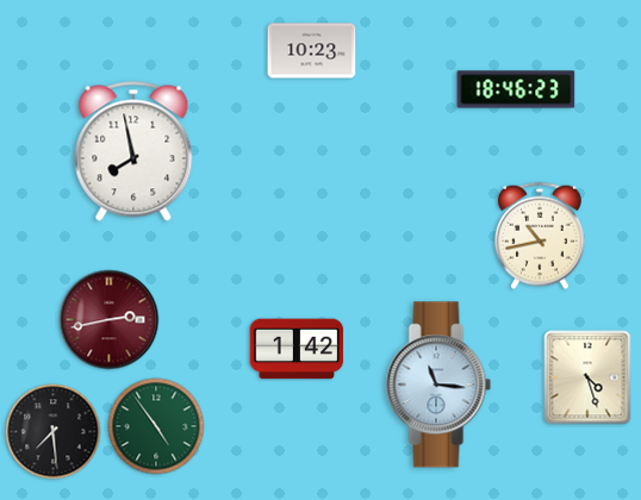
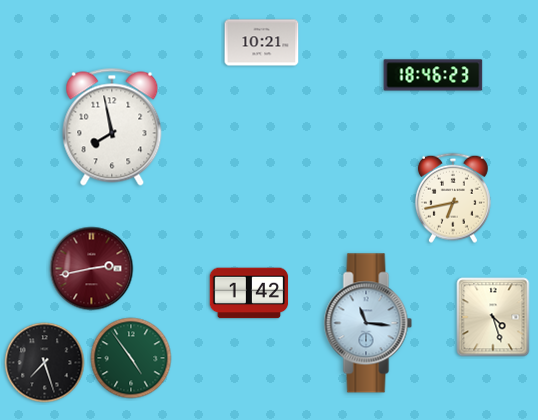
clock at (312, 51): 10:23 -> 10:21
clock at (540, 236): 10:43 -> 6:43
clock at (54, 432): 7:29 -> 7:27
